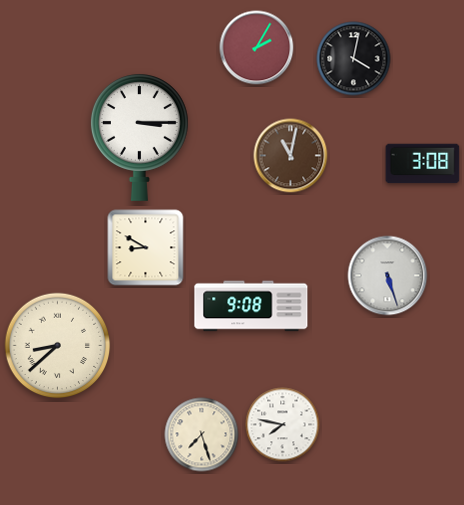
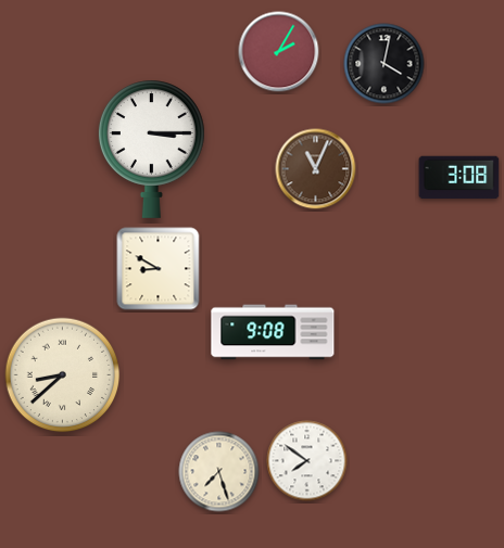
clock at (291, 156): 11:02 -> 11:04
clock at (388, 276): 5:27 -> none
clock at (283, 425): 7:47 -> 7:51
